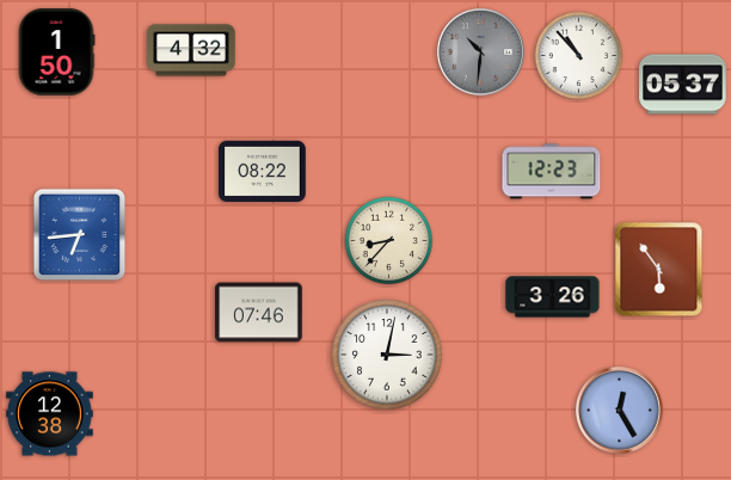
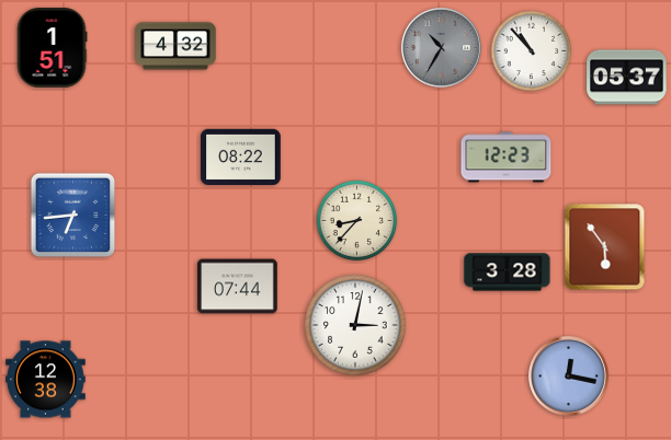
clock at (480, 51): 10:31 -> 10:35
clock at (56, 53): 1:50 -> 1:51
clock at (553, 297): 3:26 -> 3:28
clock at (259, 313): 07:46 -> 07:44
clock at (619, 410): 12:25 -> 12:17
